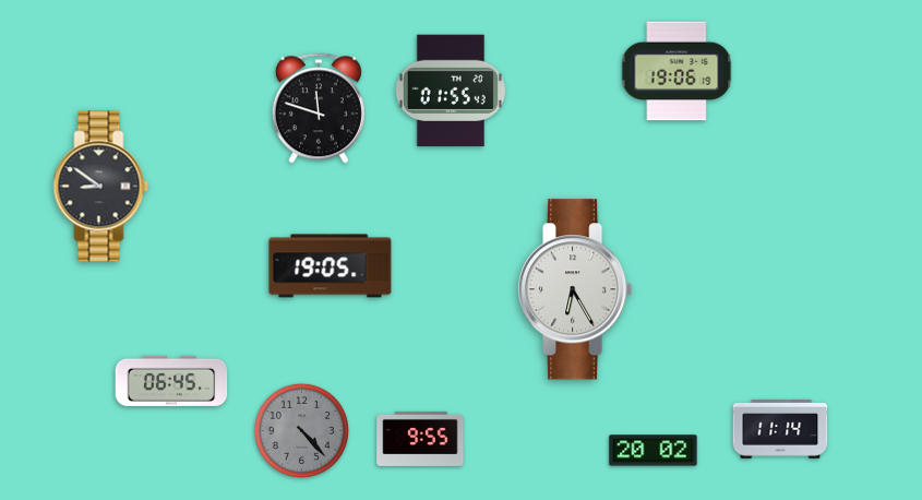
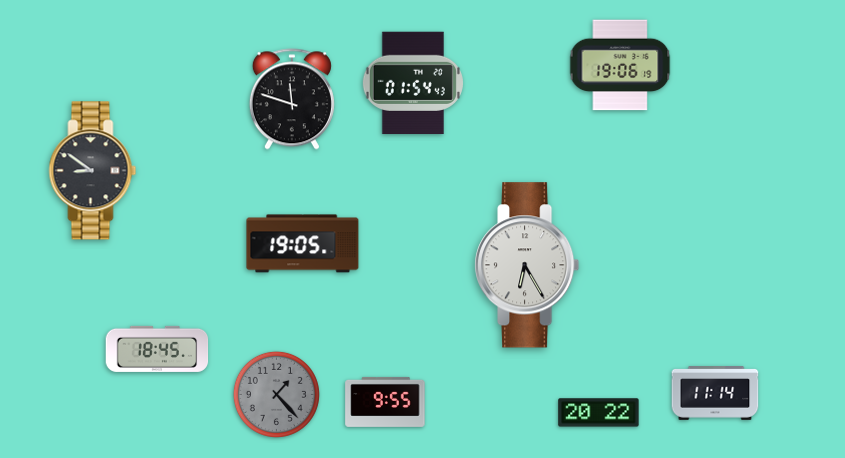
clock at (451, 91): 01:55 -> 01:54
clock at (171, 381): 06:45 -> 18:45
clock at (301, 430): 4:23 -> 1:23
clock at (654, 451): 20:02 -> 20:22
